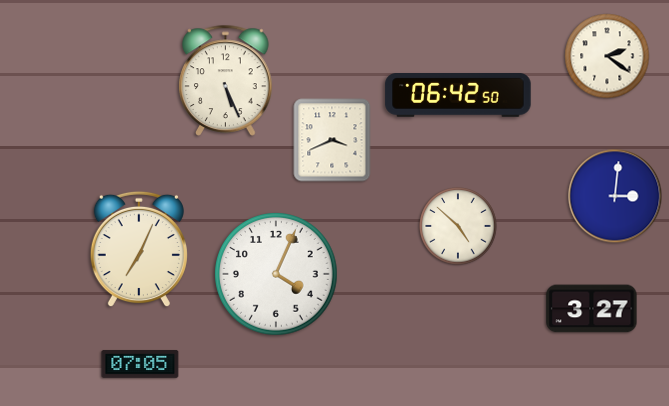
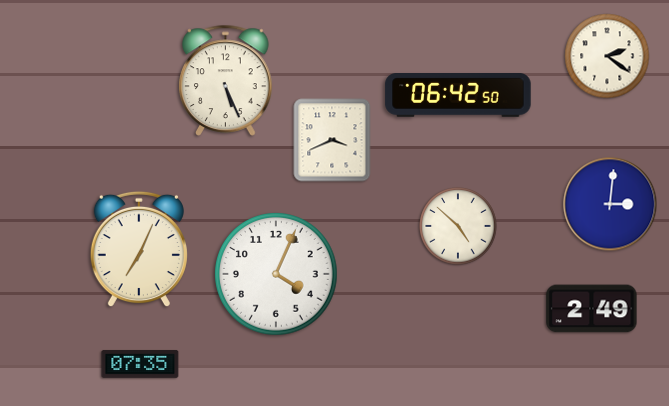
clock at (615, 196) position: (615, 196) -> (610, 204)
clock at (592, 309): 3:27 -> 2:49
clock at (140, 364): 07:05 -> 07:35
